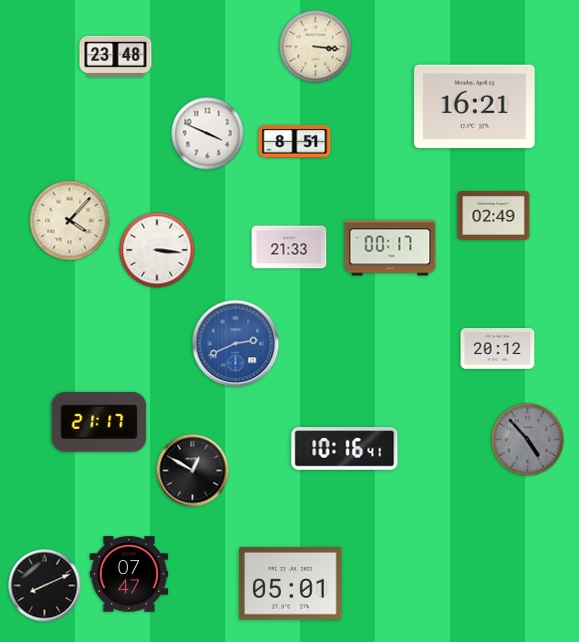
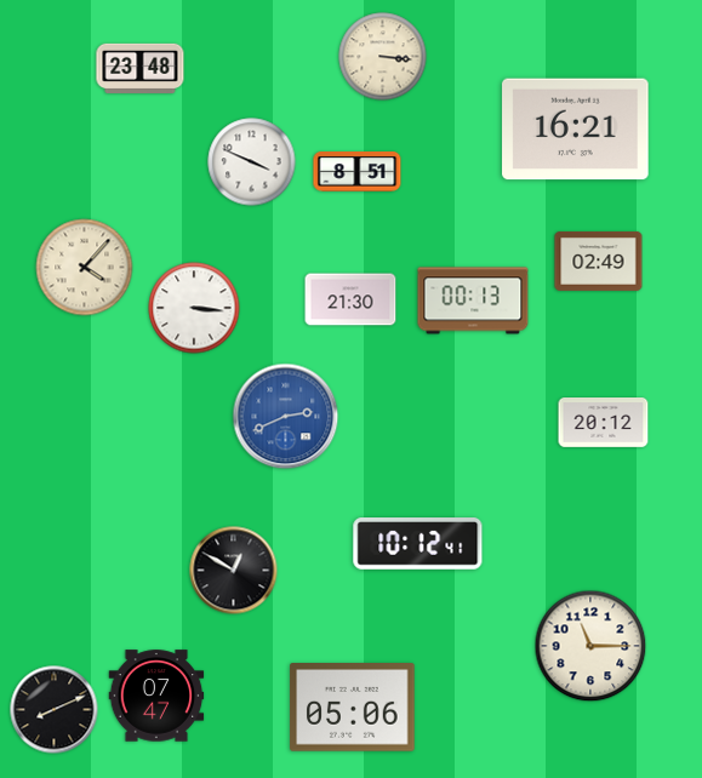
clock at (289, 247): 21:33 -> 21:30
clock at (390, 248): 00:17 -> 00:13
clock at (157, 250) position: (157, 250) -> (194, 308)
clock at (99, 423): 21:17 -> none
clock at (528, 440): 4:53 -> none
clock at (345, 449): 10:16 -> 10:12
clock at (590, 646): none -> 11:15
clock at (291, 584): 05:01 -> 05:06
